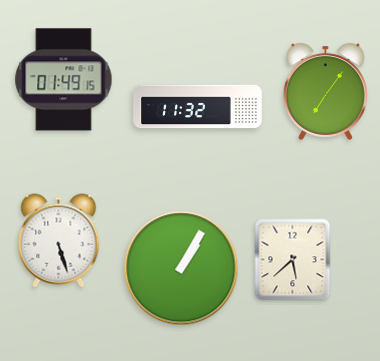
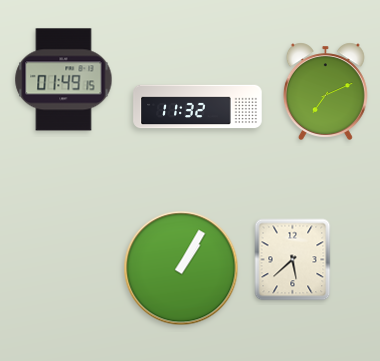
clock at (325, 91): 7:06 -> 7:11
clock at (59, 241): 5:27 -> none
